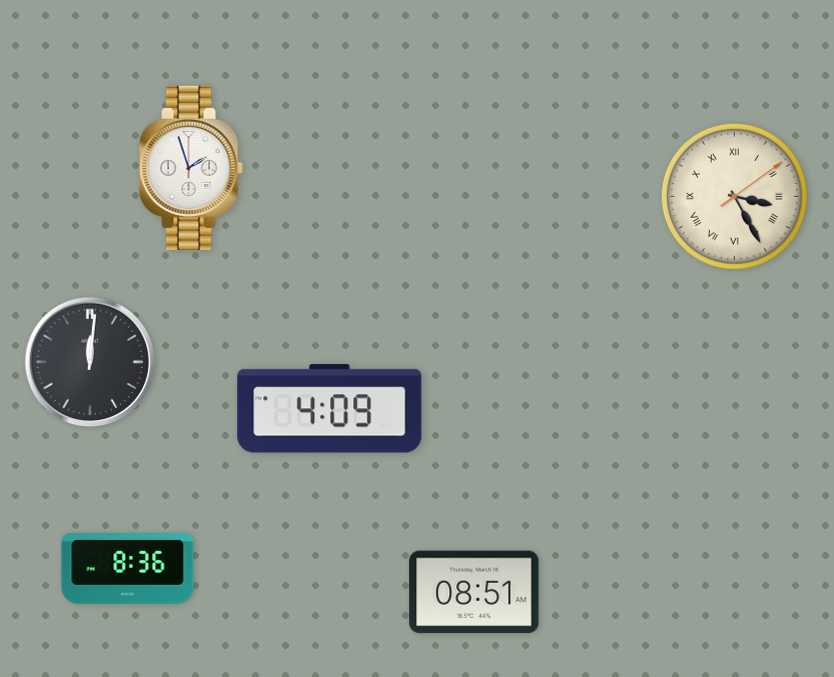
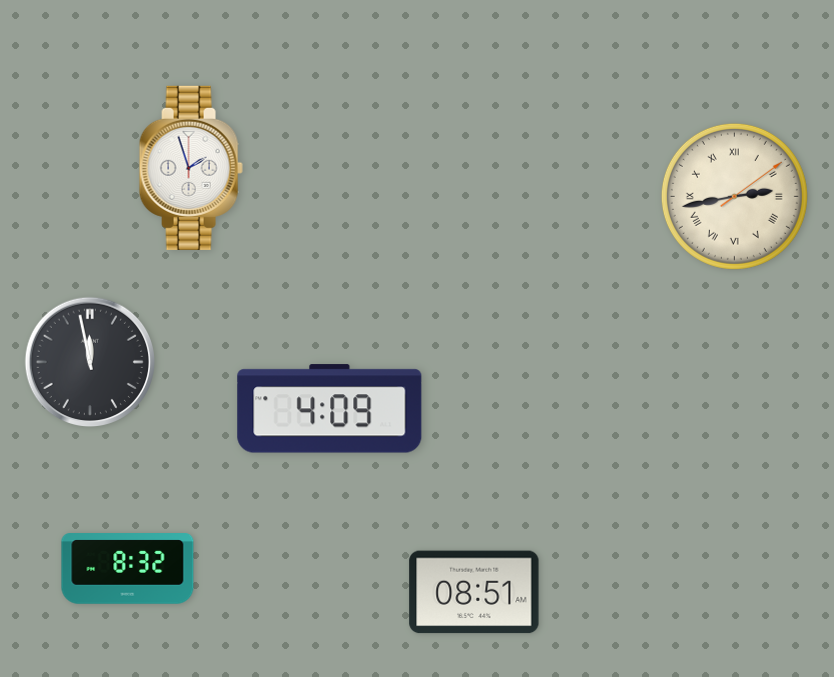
clock at (734, 196): 3:25 -> 2:43
clock at (90, 362): 12:01 -> 11:58
clock at (128, 569): 8:36 -> 8:32
